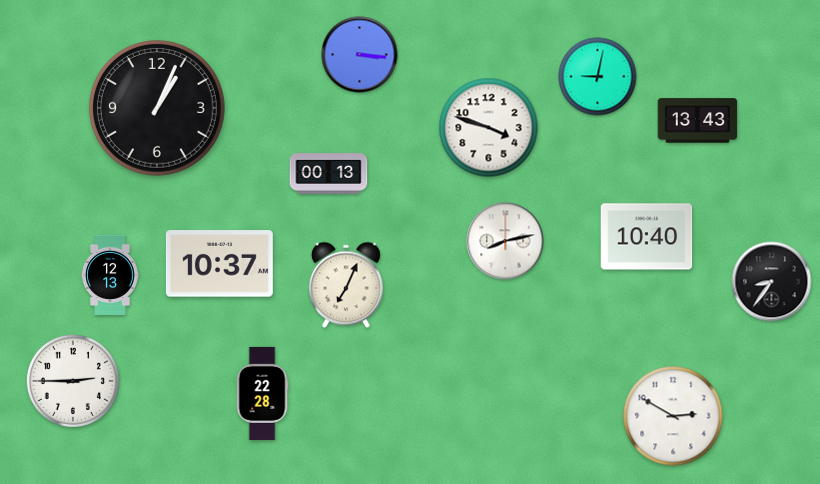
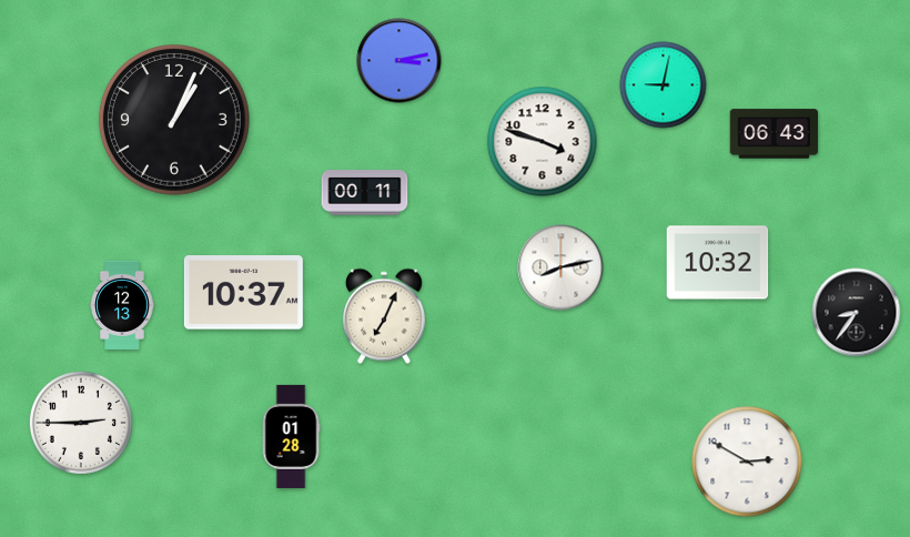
clock at (360, 55): 3:16 -> 3:13
clock at (698, 121): 13:43 -> 06:43
clock at (329, 174): 00:13 -> 00:11
clock at (647, 237): 10:40 -> 10:32
clock at (262, 393): 22:28 -> 01:28
